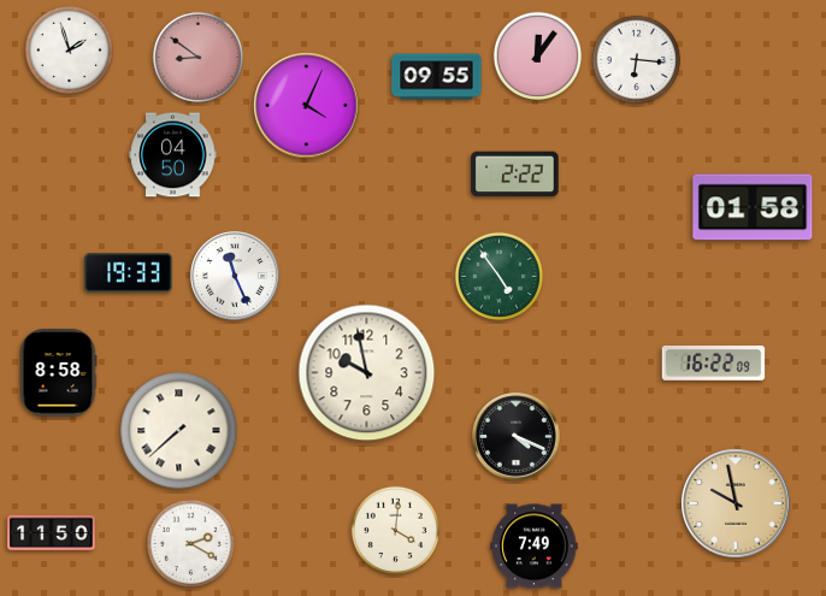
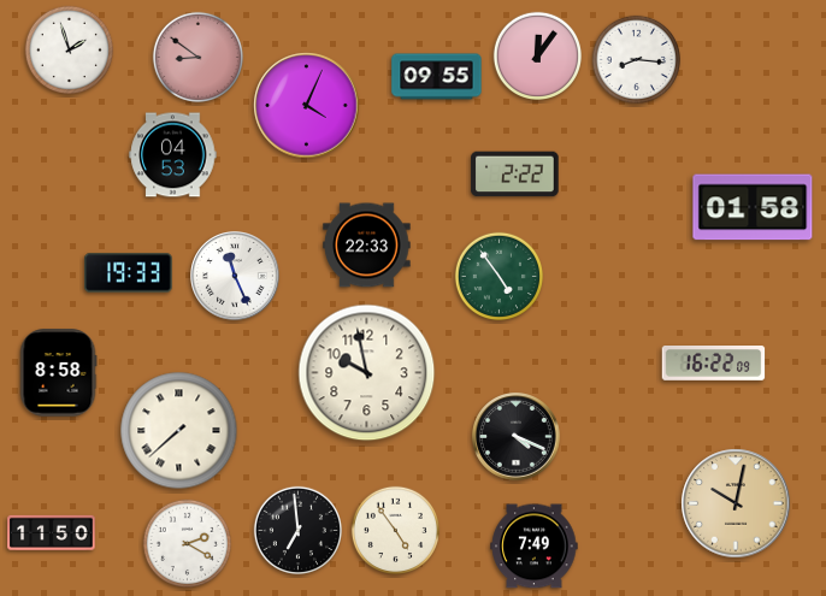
clock at (636, 59): 6:16 -> 8:16
clock at (173, 155): 04:50 -> 04:53
clock at (367, 246): none -> 22:33
clock at (736, 503): 9:58 -> 10:02
clock at (297, 530): none -> 6:59
clock at (395, 530): 4:01 -> 4:54
clock at (190, 543) position: (190, 543) -> (187, 543)
